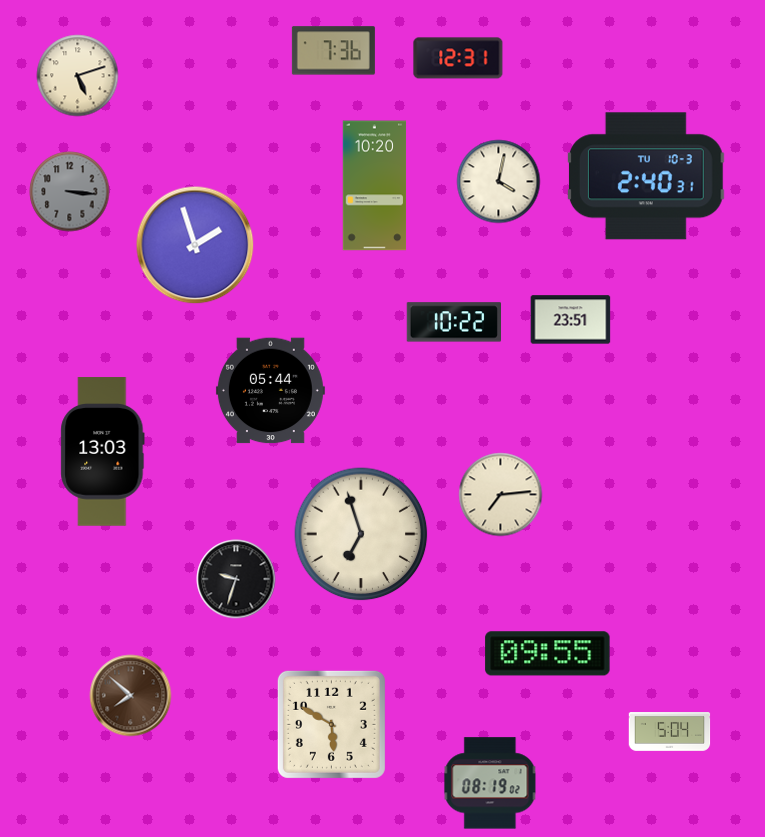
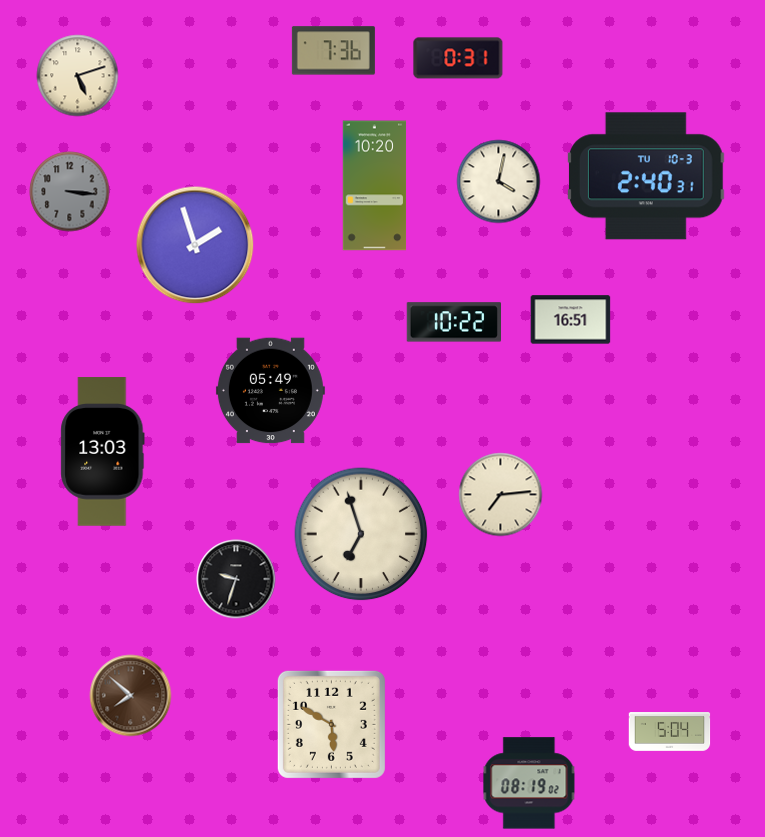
clock at (458, 58): 12:31 -> 0:31
clock at (571, 320): 23:51 -> 16:51
clock at (270, 391): 05:44 -> 05:49
clock at (548, 654): 09:55 -> none
clock at (490, 783) position: (490, 783) -> (529, 783)
